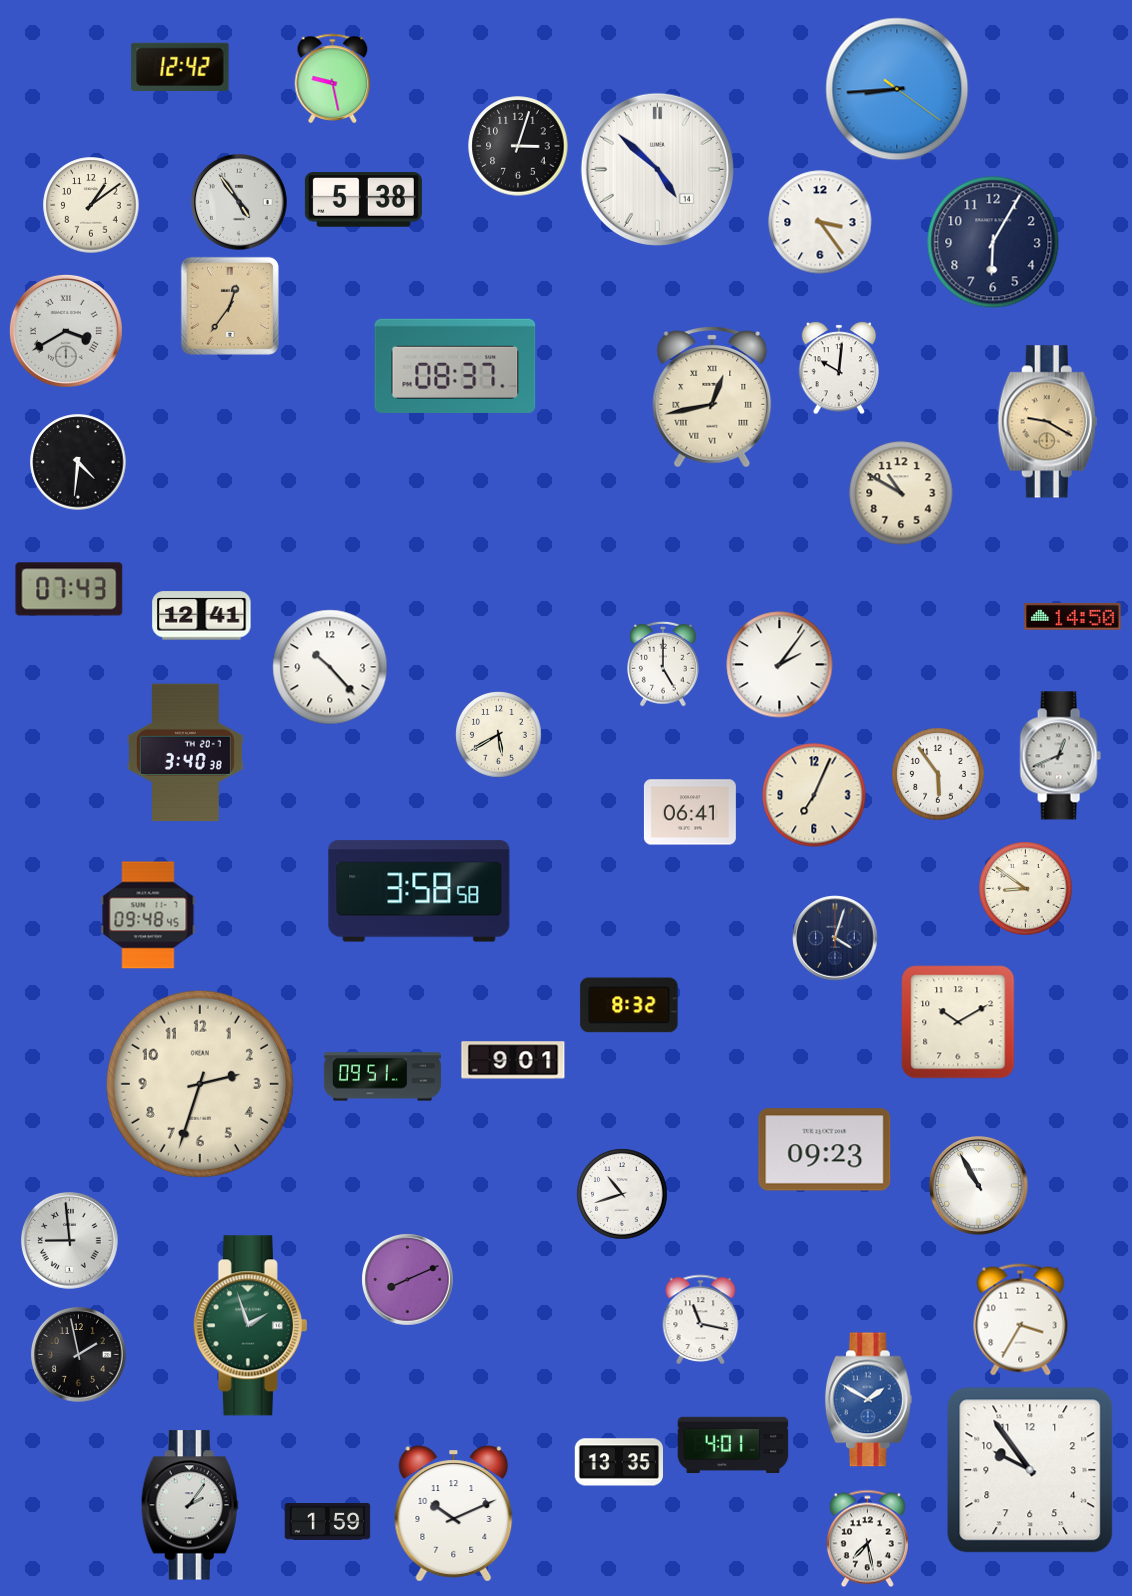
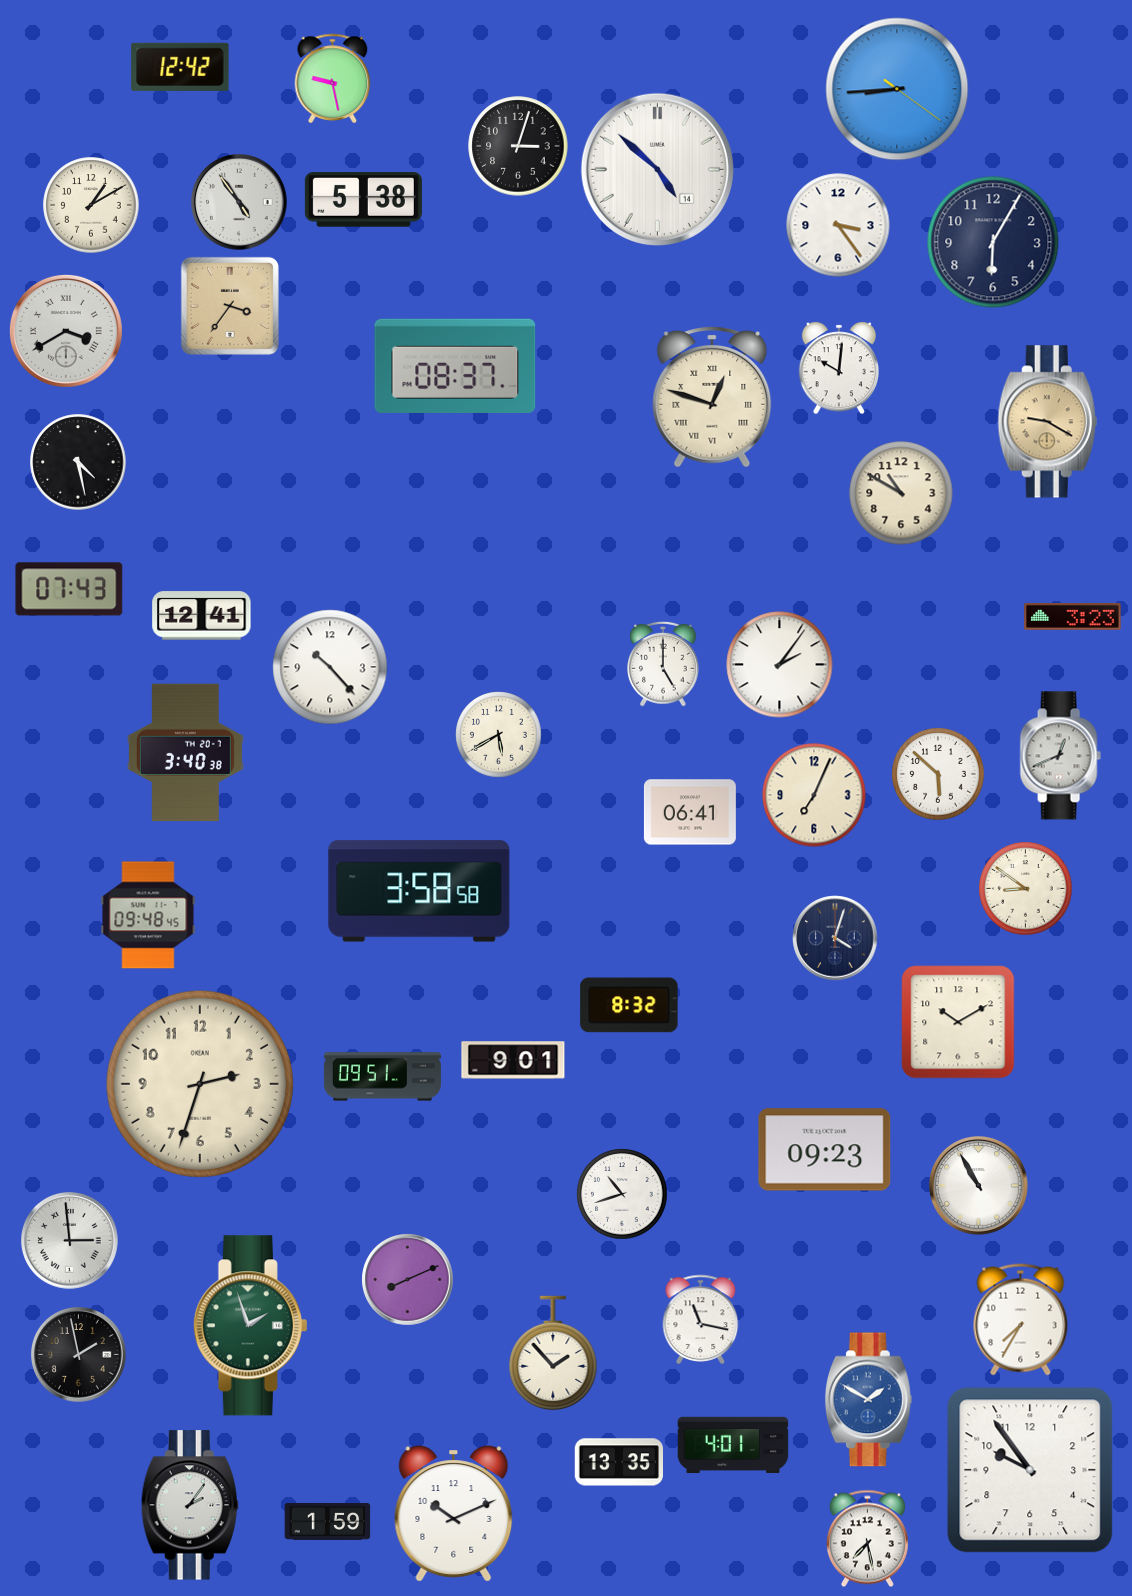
clock at (91, 205): 1:09 -> 1:10
clock at (820, 222) position: (820, 222) -> (838, 225)
clock at (230, 306): 12:36 -> 3:36
clock at (712, 398): 12:43 -> 12:48
clock at (78, 462): 4:31 -> 4:28
clock at (1073, 616): 14:50 -> 3:23
clock at (938, 774): 5:54 -> 5:52
clock at (70, 1241): 8:59 -> 2:59
clock at (1021, 1320): 3:35 -> 7:35
clock at (553, 1353): none -> 1:53
